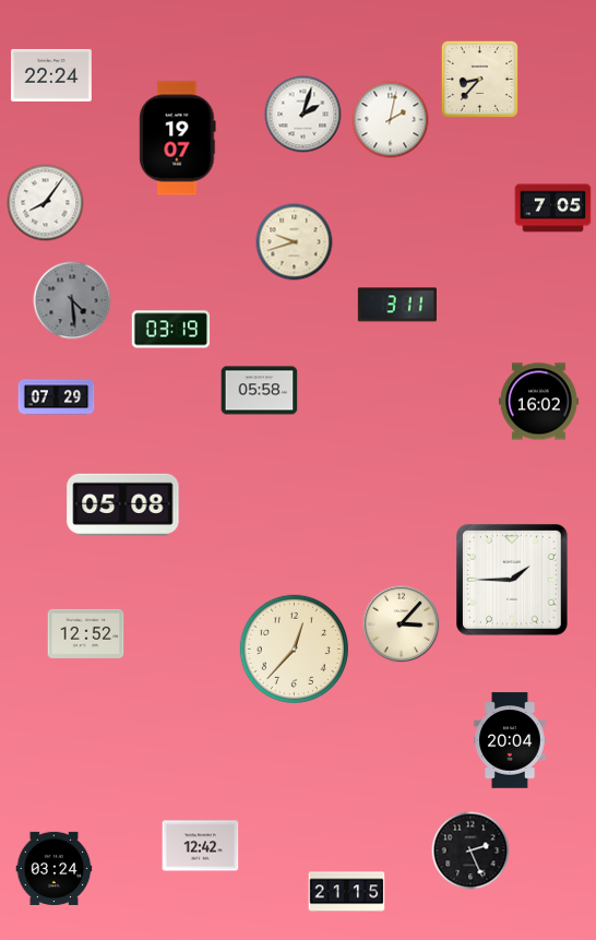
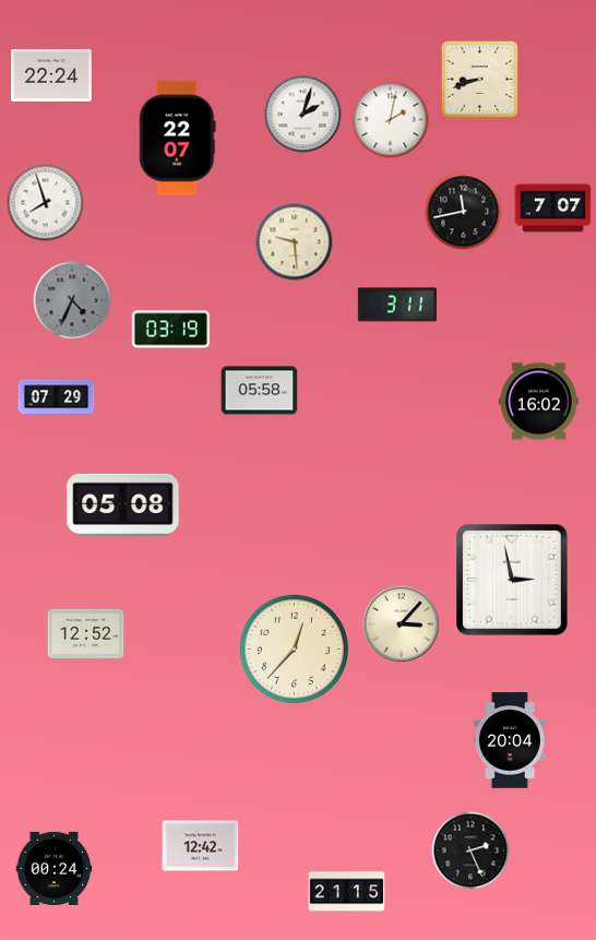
clock at (479, 79): 8:37 -> 8:42
clock at (178, 139): 19:07 -> 22:07
clock at (46, 203): 8:06 -> 7:57
clock at (553, 209): 7:05 -> 7:07
clock at (464, 212): none -> 11:43
clock at (295, 242): 9:42 -> 9:29
clock at (72, 300): 4:29 -> 4:34
clock at (513, 581): 1:45 -> 2:58
clock at (55, 868): 03:24 -> 00:24
